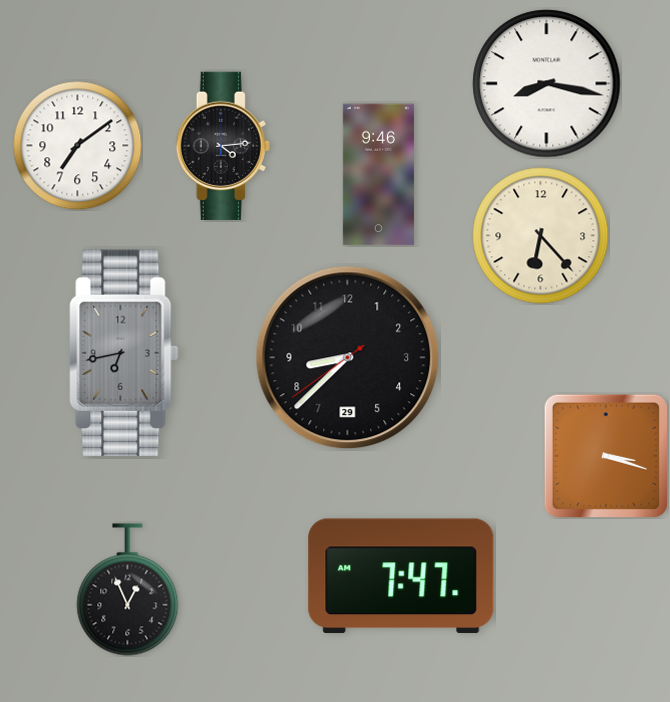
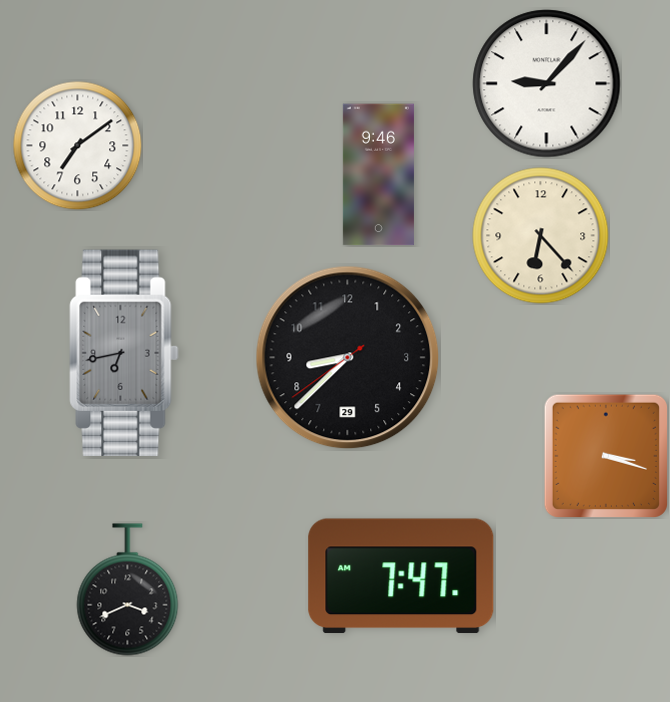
clock at (547, 84): 8:17 -> 9:07
clock at (223, 146): 4:14 -> none
clock at (128, 590): 12:56 -> 3:41
